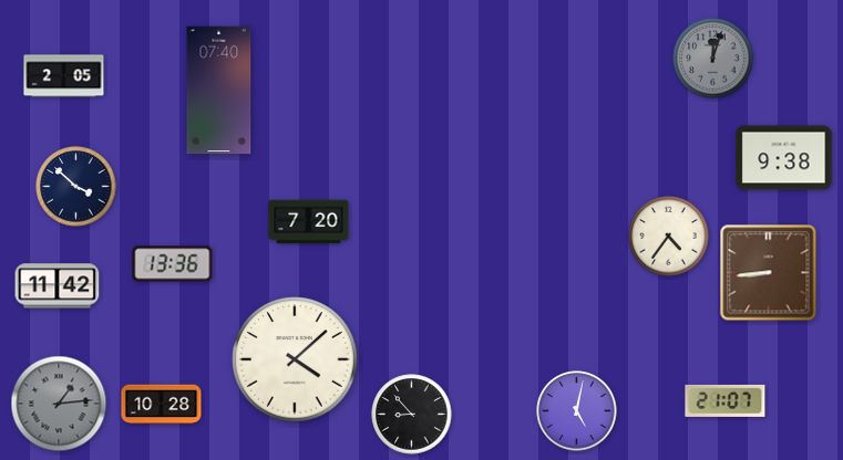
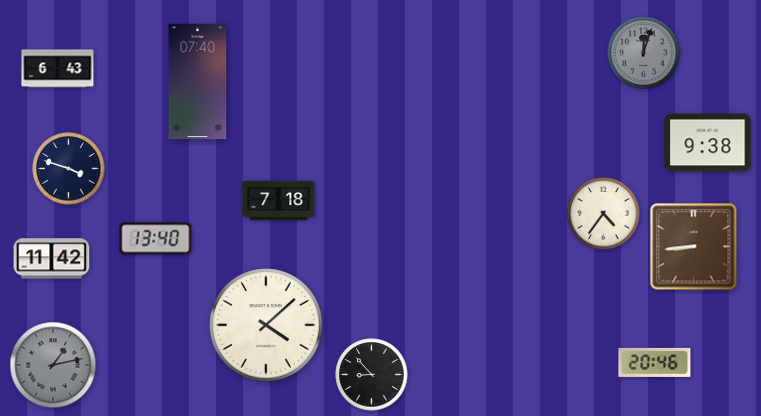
clock at (64, 76): 2:05 -> 6:43
clock at (76, 187): 3:52 -> 3:48
clock at (309, 222): 7:20 -> 7:18
clock at (173, 264): 13:36 -> 13:40
clock at (726, 400): 21:07 -> 20:46
clock at (59, 404): 1:14 -> 1:13
clock at (162, 405): 10:28 -> none
clock at (577, 411): 5:02 -> none
